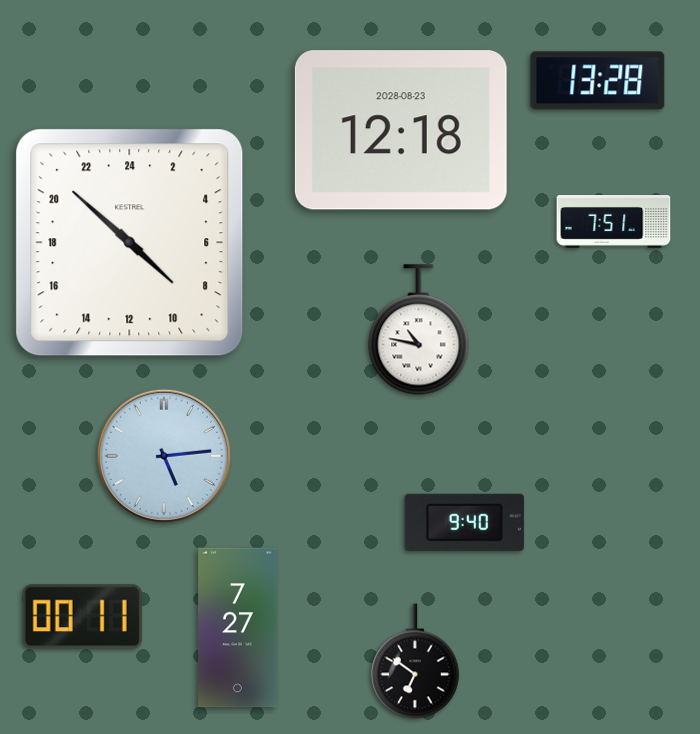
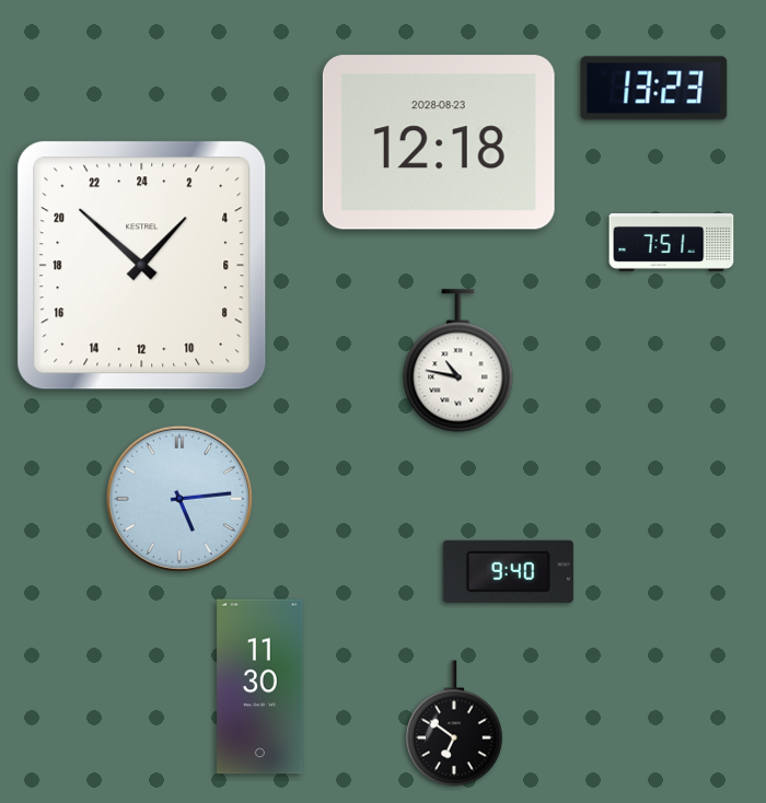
clock at (598, 81): 13:28 -> 13:23
clock at (130, 243): 8:52 -> 2:52
clock at (82, 617): 00:11 -> none
clock at (238, 628): 7:27 -> 11:30
